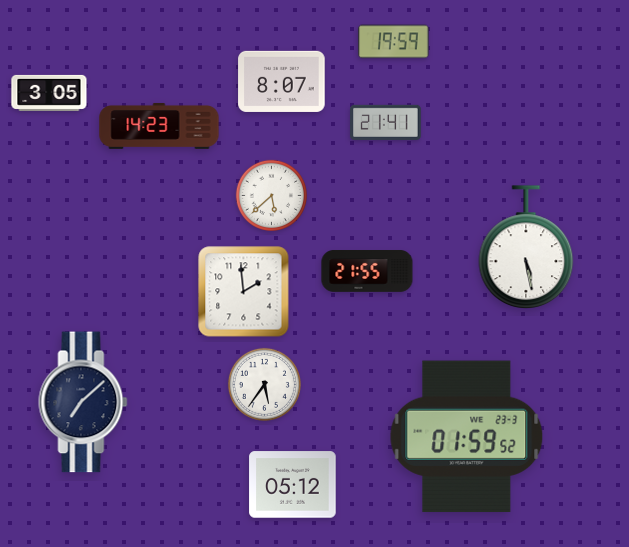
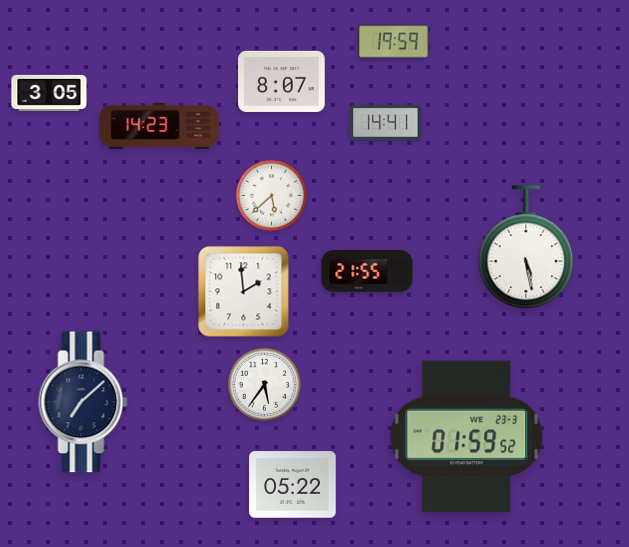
clock at (386, 122): 21:41 -> 14:41
clock at (293, 485): 05:12 -> 05:22
